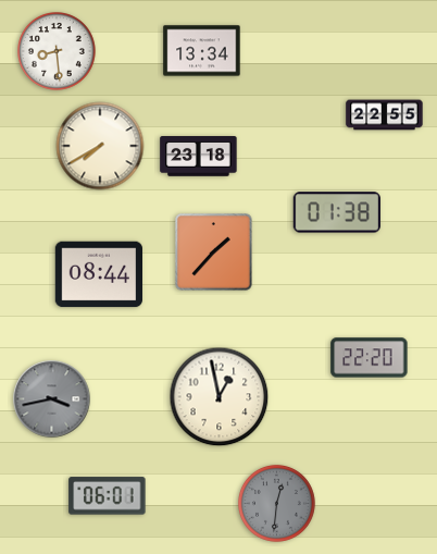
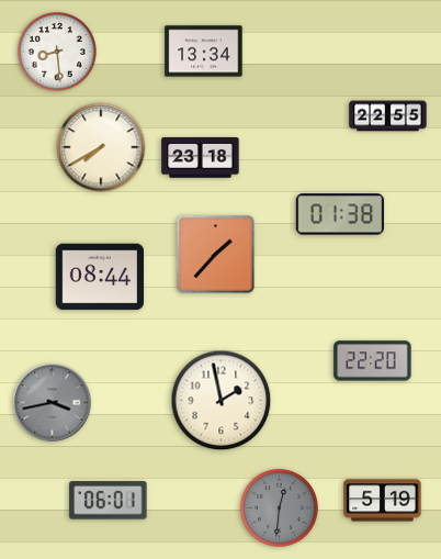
clock at (220, 397): 12:58 -> 1:58
clock at (383, 501): none -> 5:19
